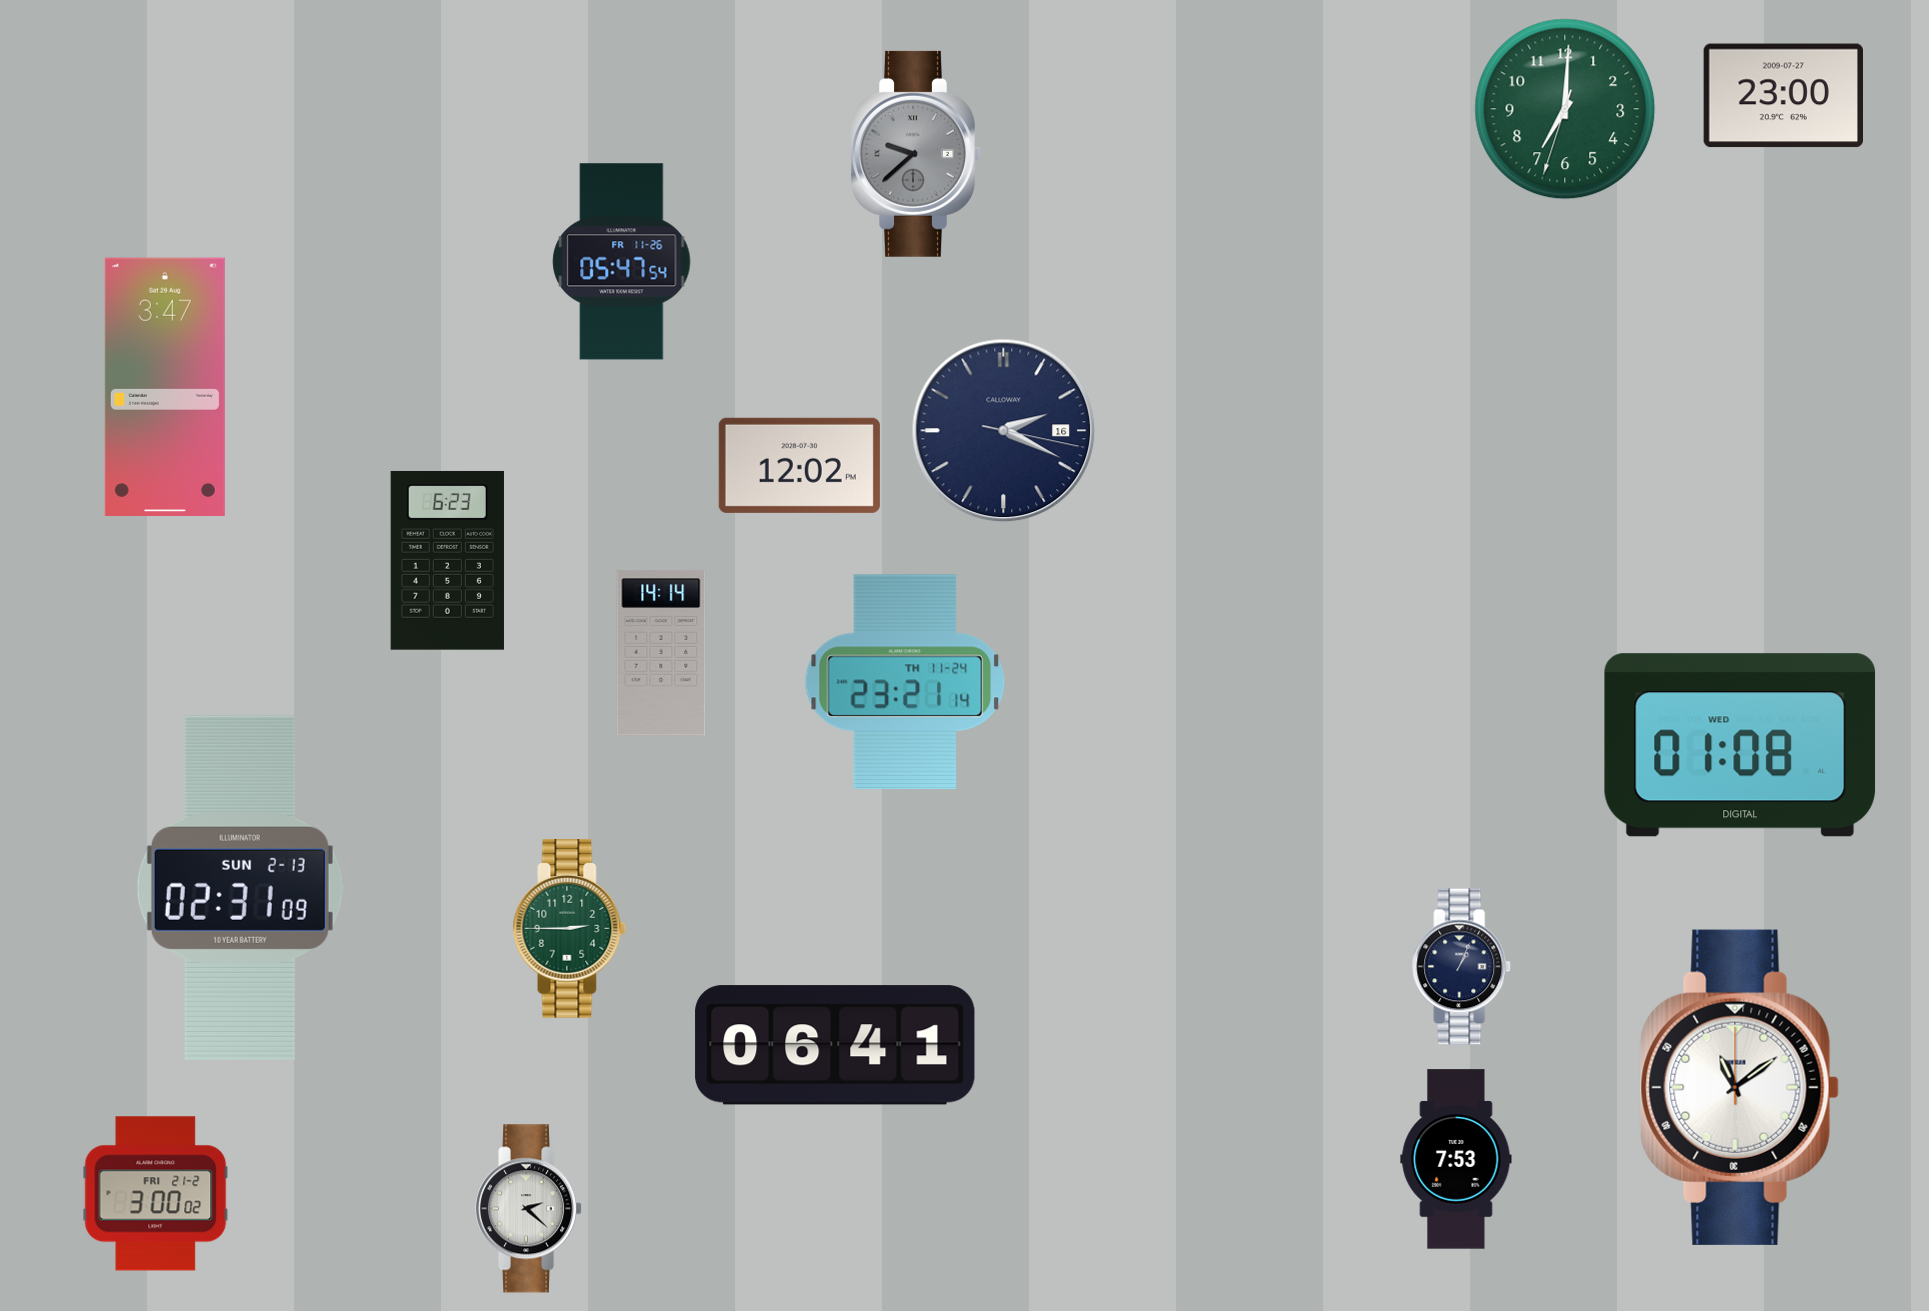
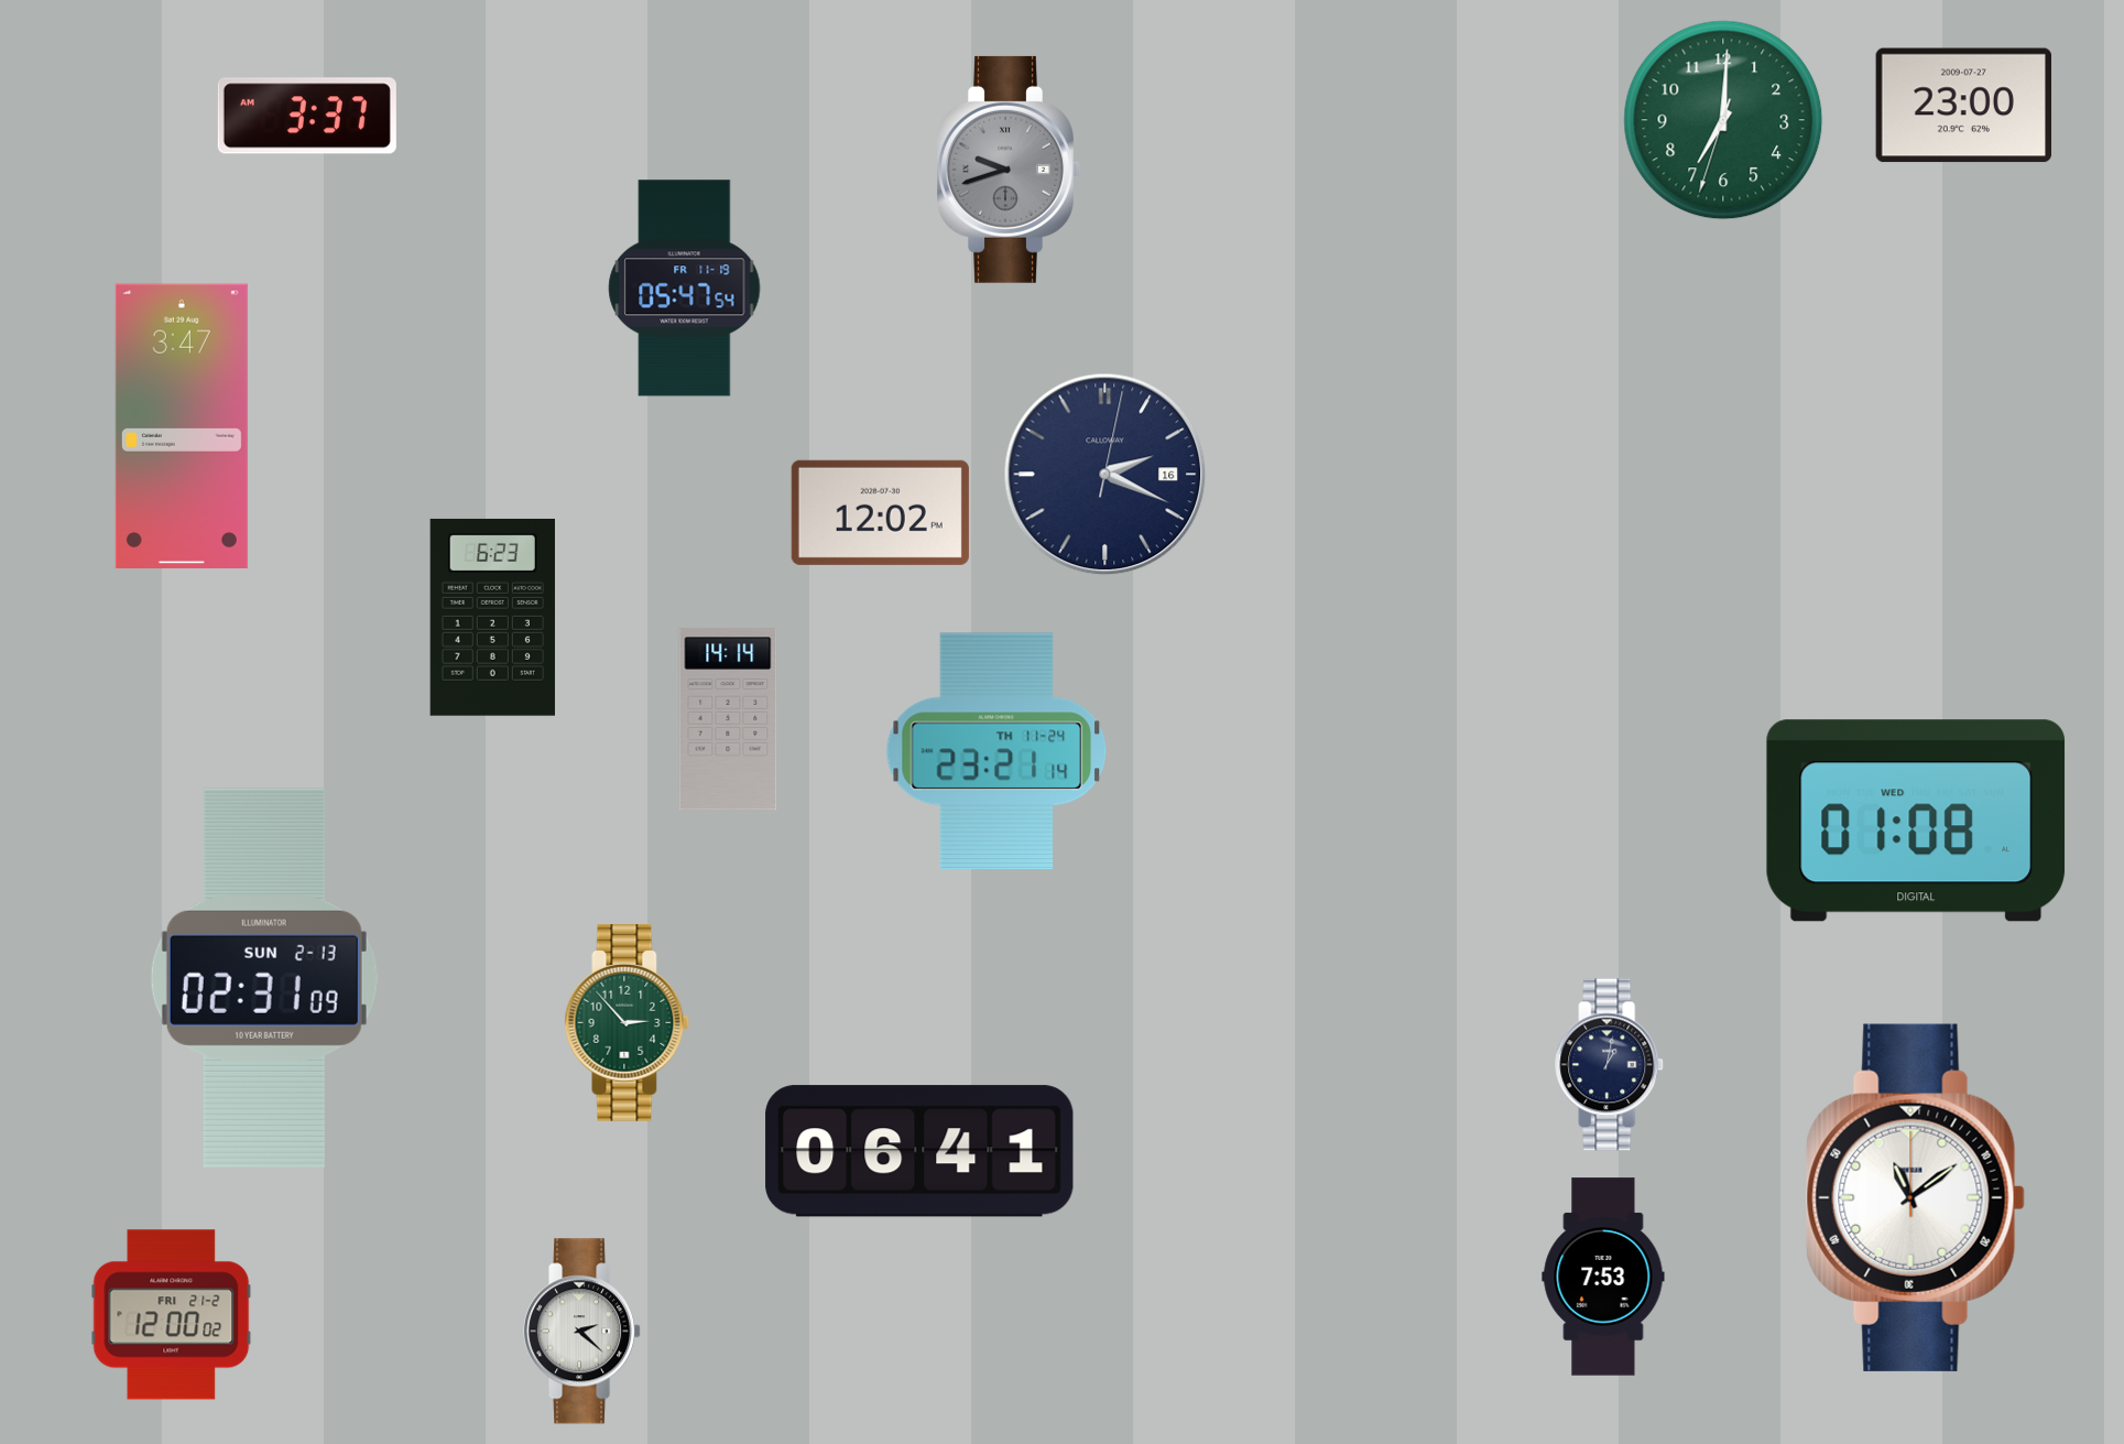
clock at (307, 116): none -> 3:37
clock at (916, 154): 9:38 -> 9:42
clock at (622, 262) date: FR 11-26 -> FR 11-19
clock at (1004, 431): 2:19:17 -> 2:19:02
clock at (570, 929): 2:45 -> 2:53
clock at (1462, 967): 1:04 -> 1:02
clock at (156, 1194): 3:00 -> 12:00
